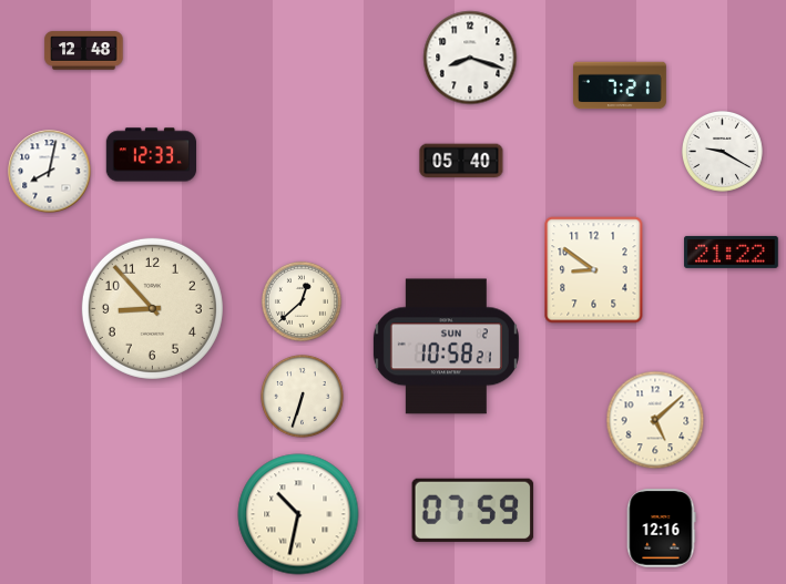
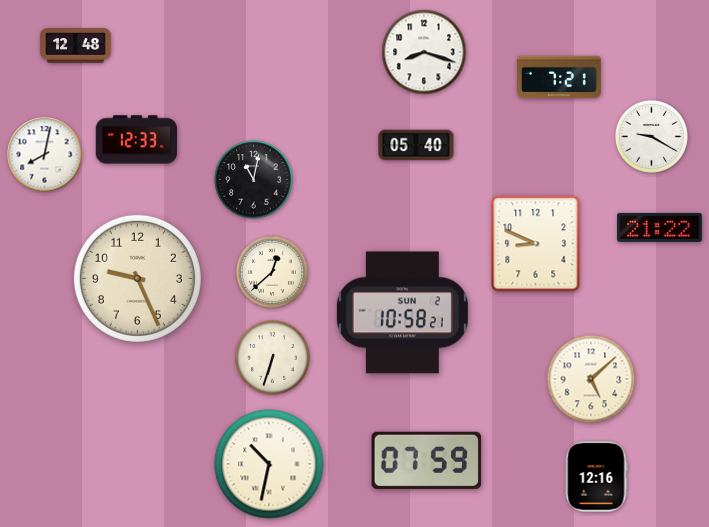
clock at (254, 180): none -> 11:02
clock at (594, 270): 8:51 -> 8:49
clock at (152, 308): 8:53 -> 9:26
